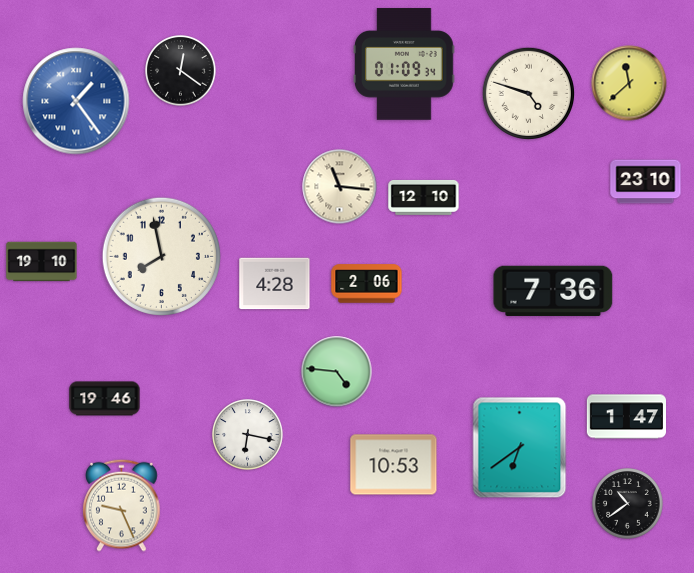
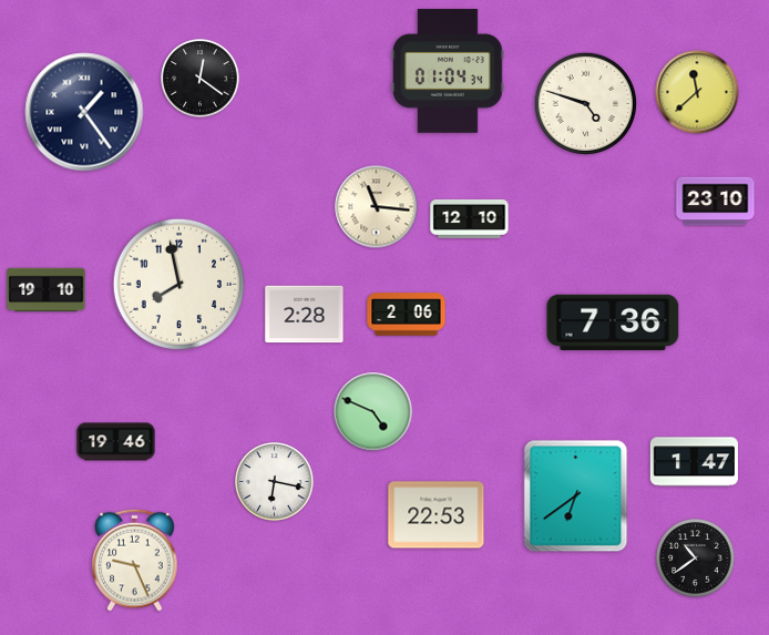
clock at (404, 64): 01:09 -> 01:04
clock at (76, 101) dial: blue -> navy
clock at (275, 284): 4:28 -> 2:28
clock at (337, 372): 4:46 -> 4:49
clock at (394, 465): 10:53 -> 22:53
